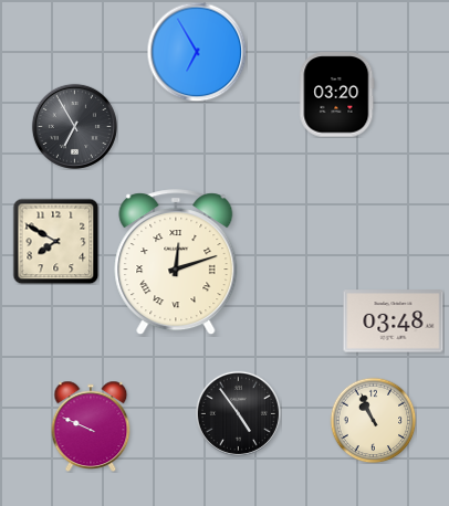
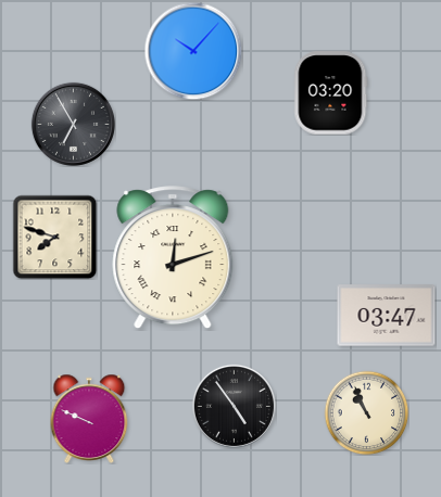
clock at (197, 52): 6:55 -> 10:07
clock at (55, 241): 7:50 -> 7:48
clock at (394, 321): 03:48 -> 03:47
